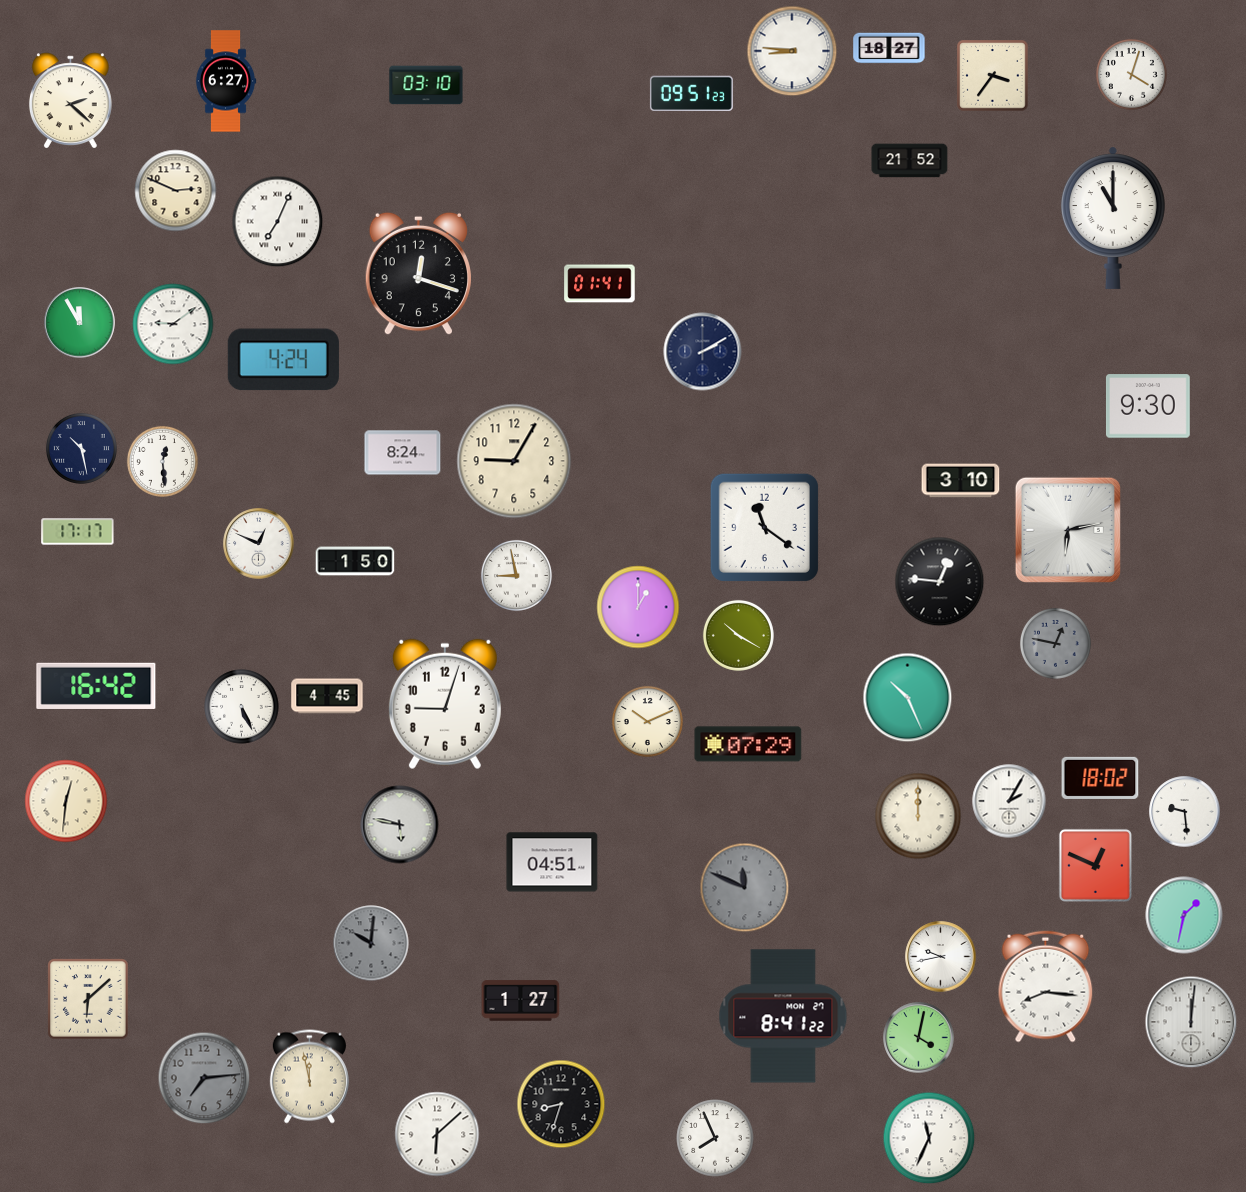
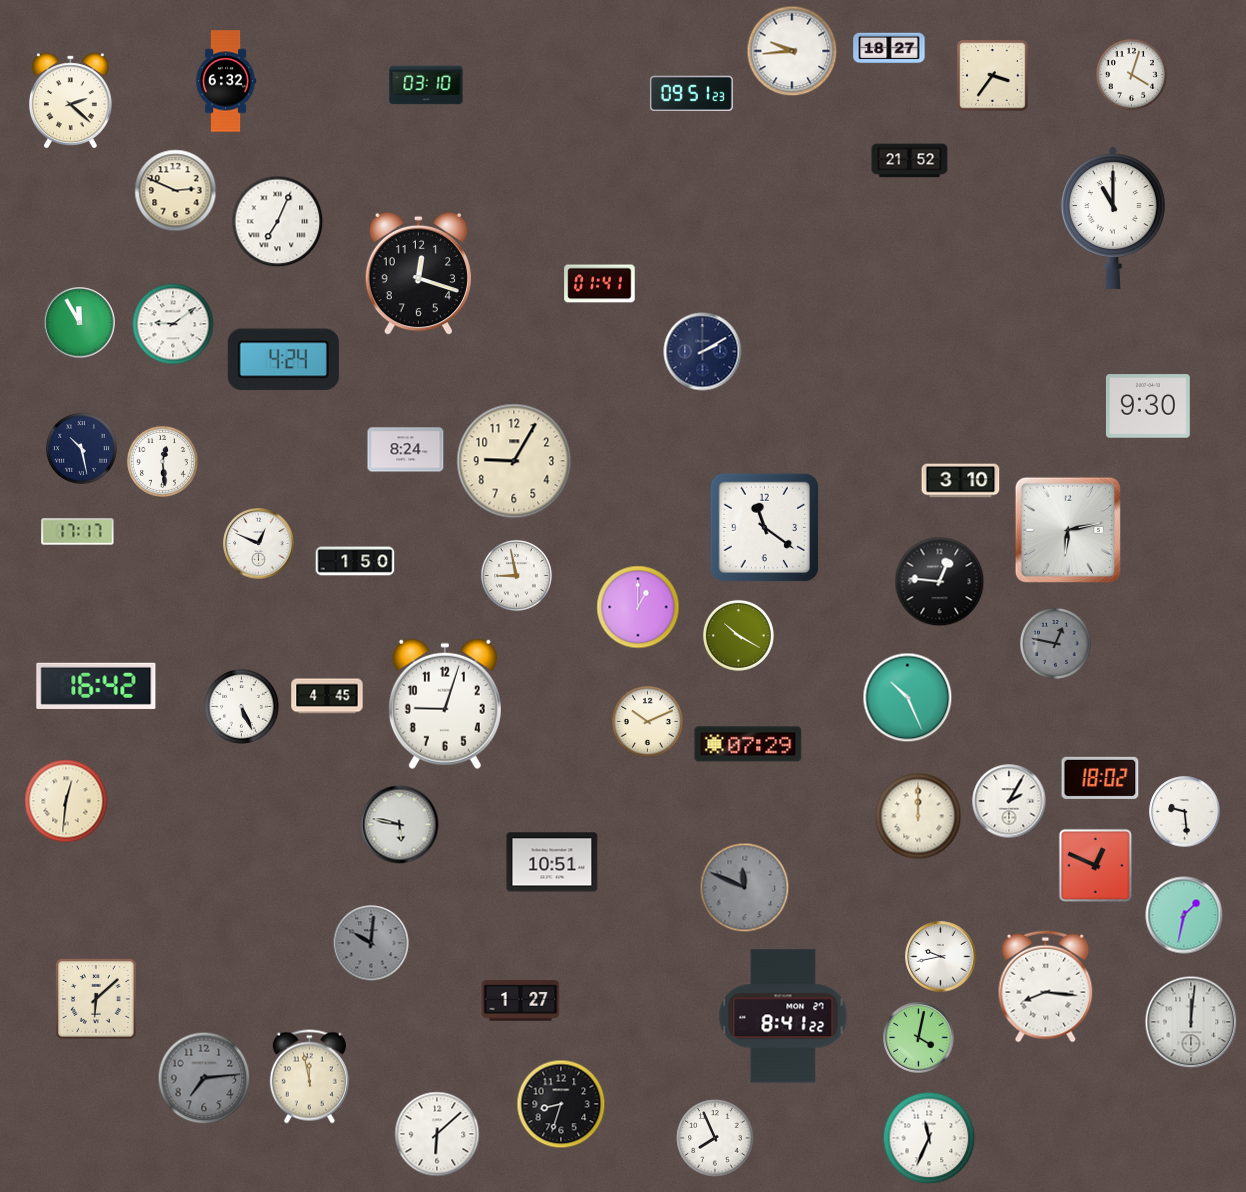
clock at (792, 51): 8:46 -> 9:44
clock at (226, 81): 6:27 -> 6:32
clock at (403, 453) position: (403, 453) -> (406, 450)
clock at (552, 862): 04:51 -> 10:51
clock at (88, 999) position: (88, 999) -> (96, 999)
